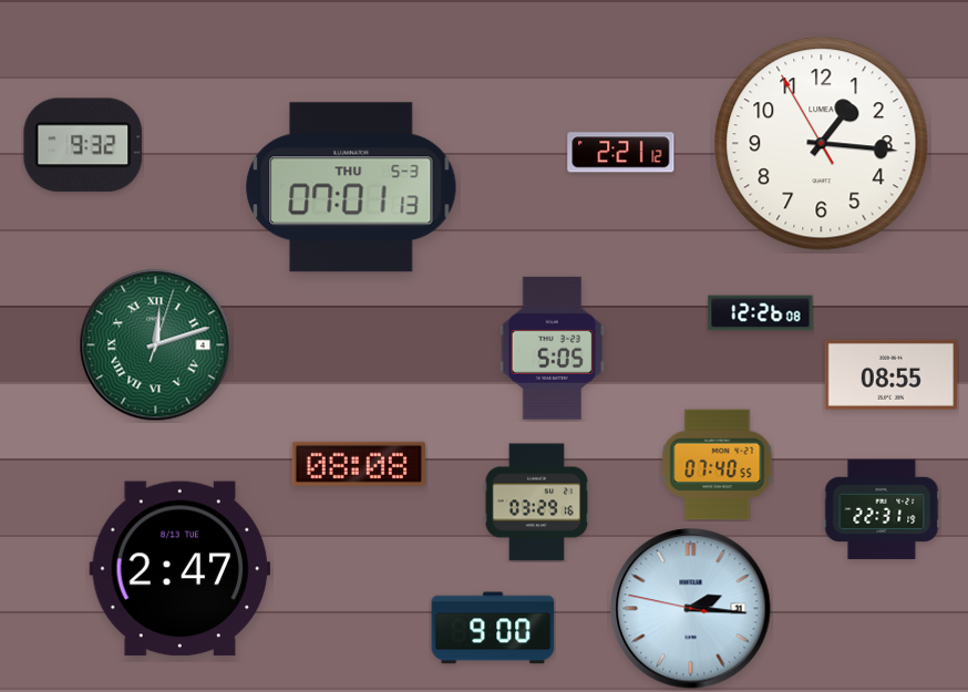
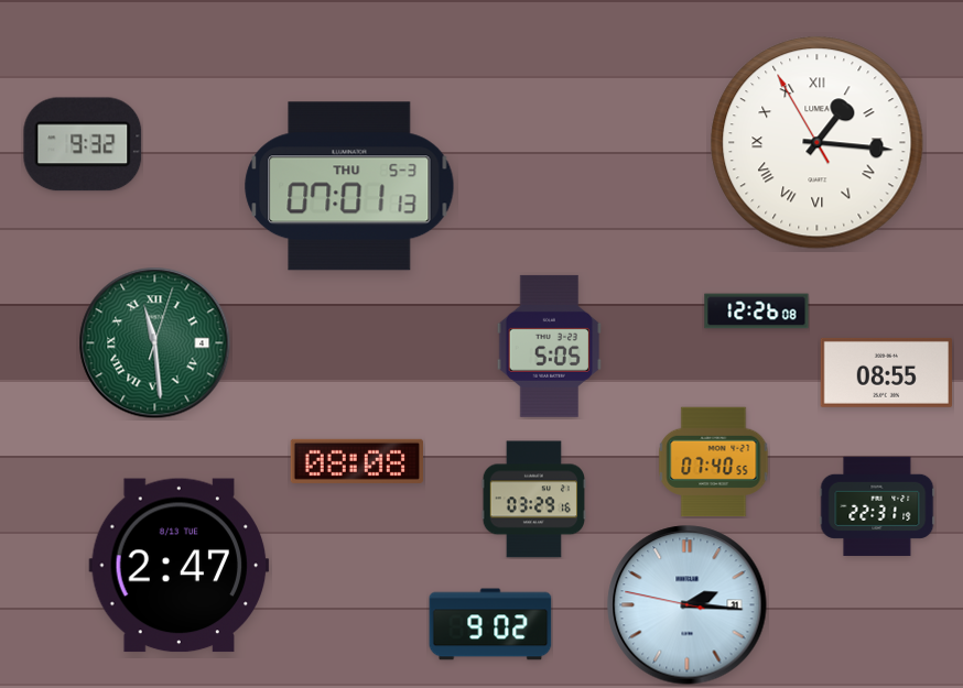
clock at (822, 144) numerals: Arabic -> Roman
clock at (621, 153): 2:21 -> none
clock at (156, 345): 12:12 -> 11:29
clock at (493, 628): 9:00 -> 9:02
